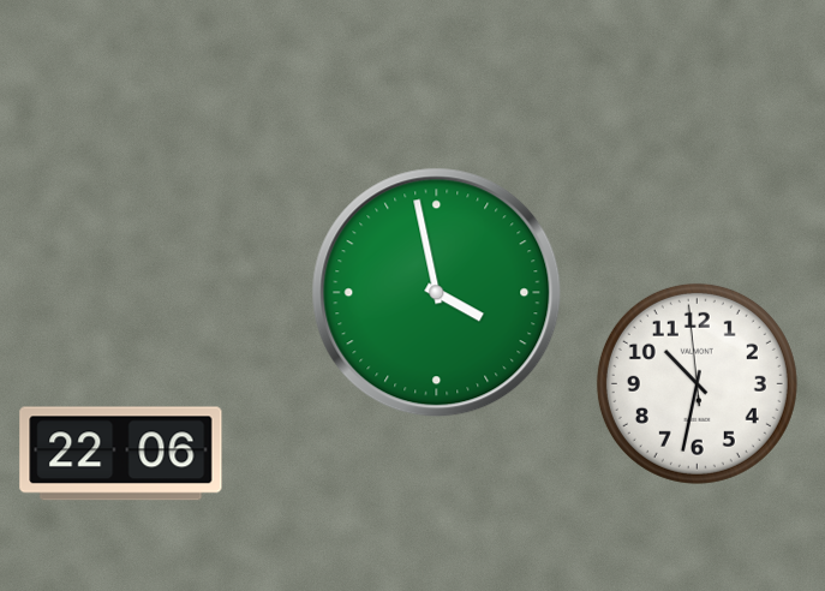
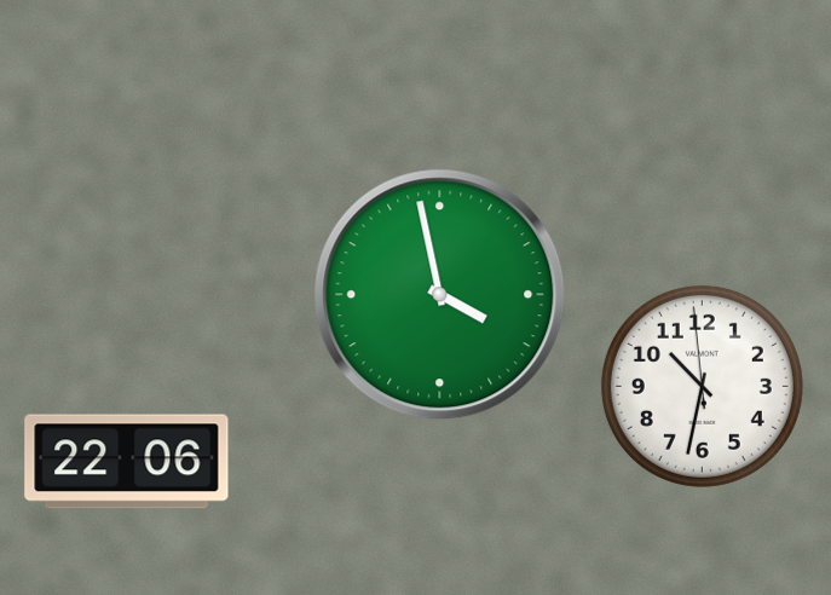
clock at (121, 454) position: (121, 454) -> (127, 462)
